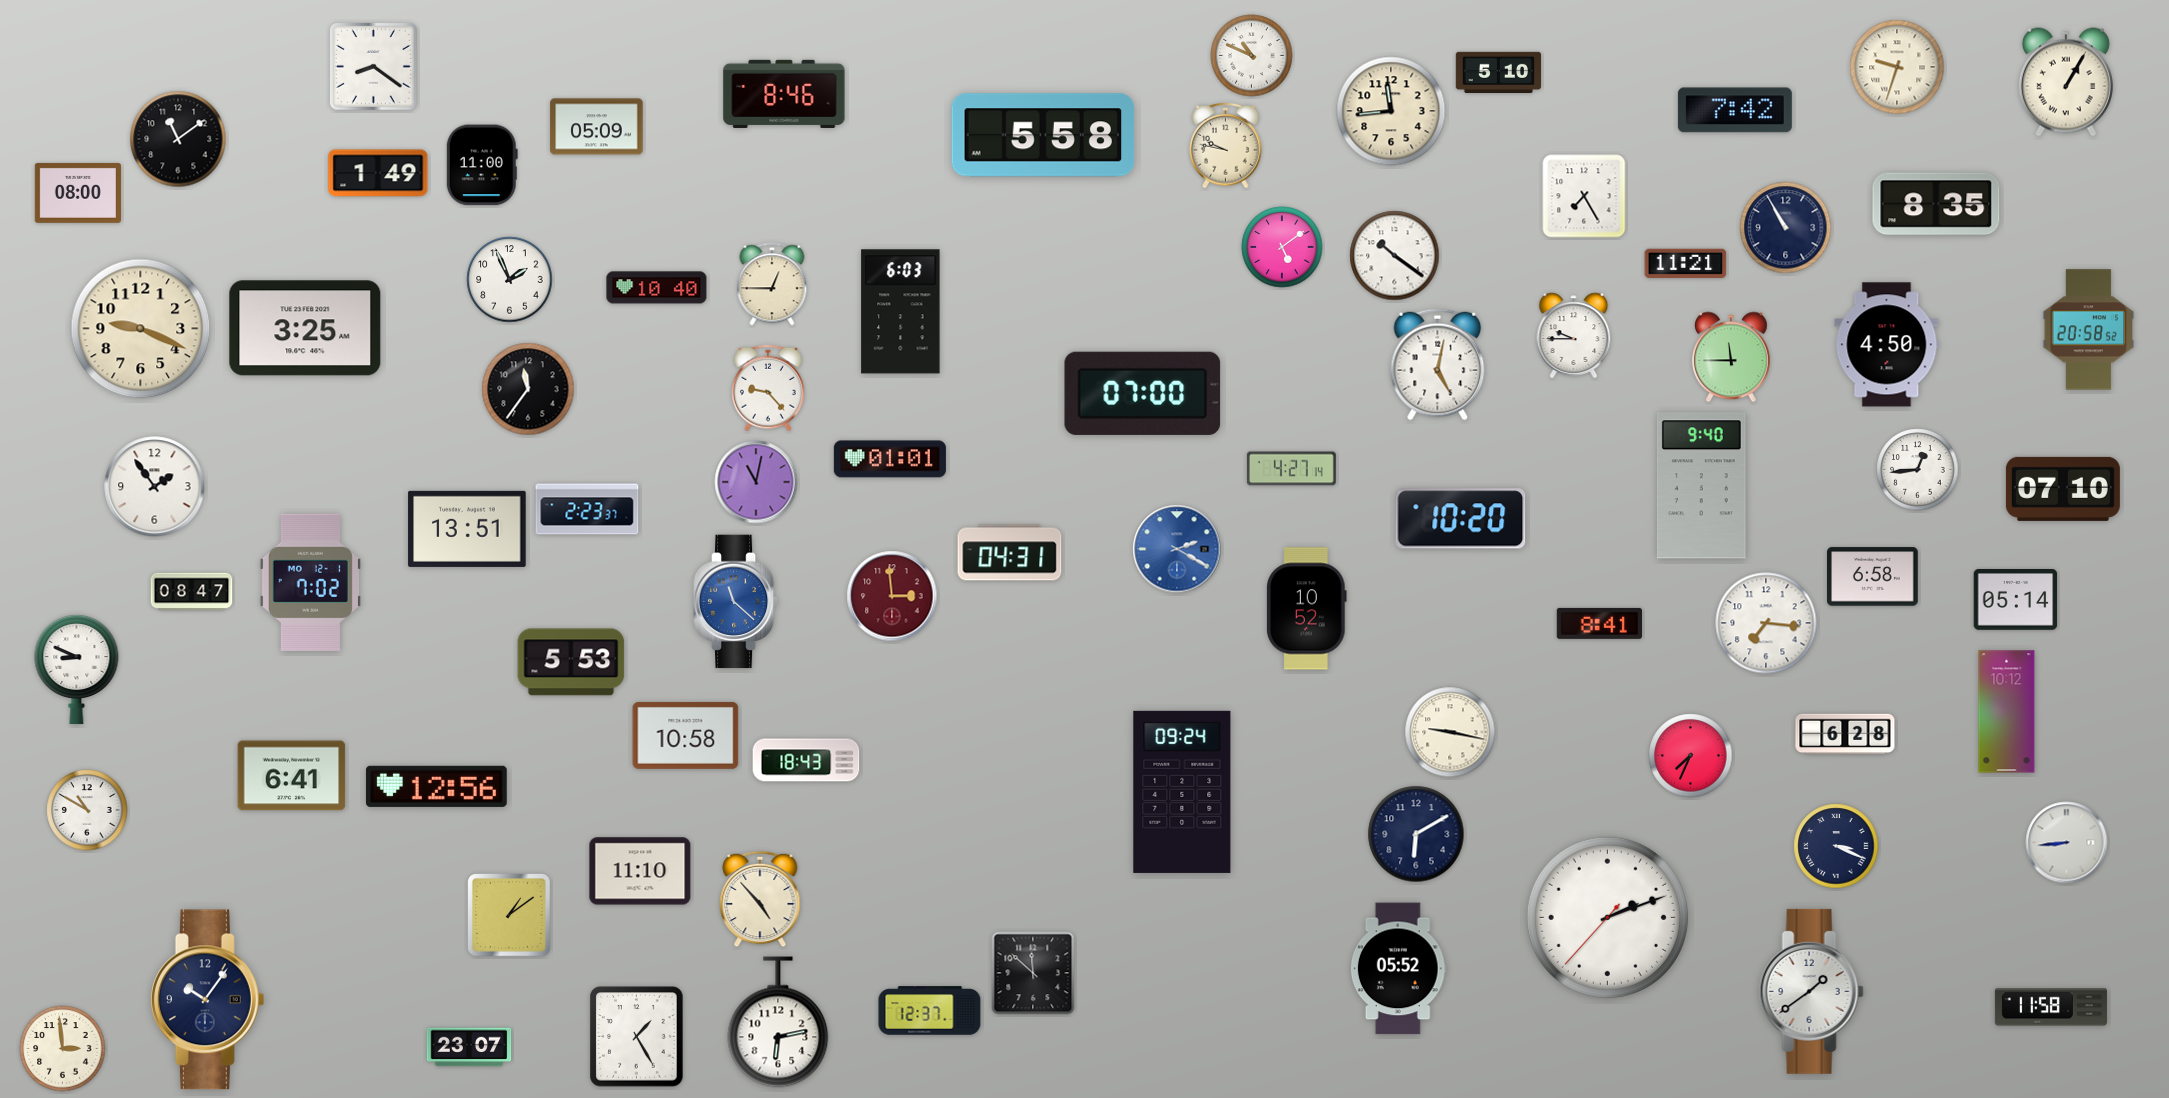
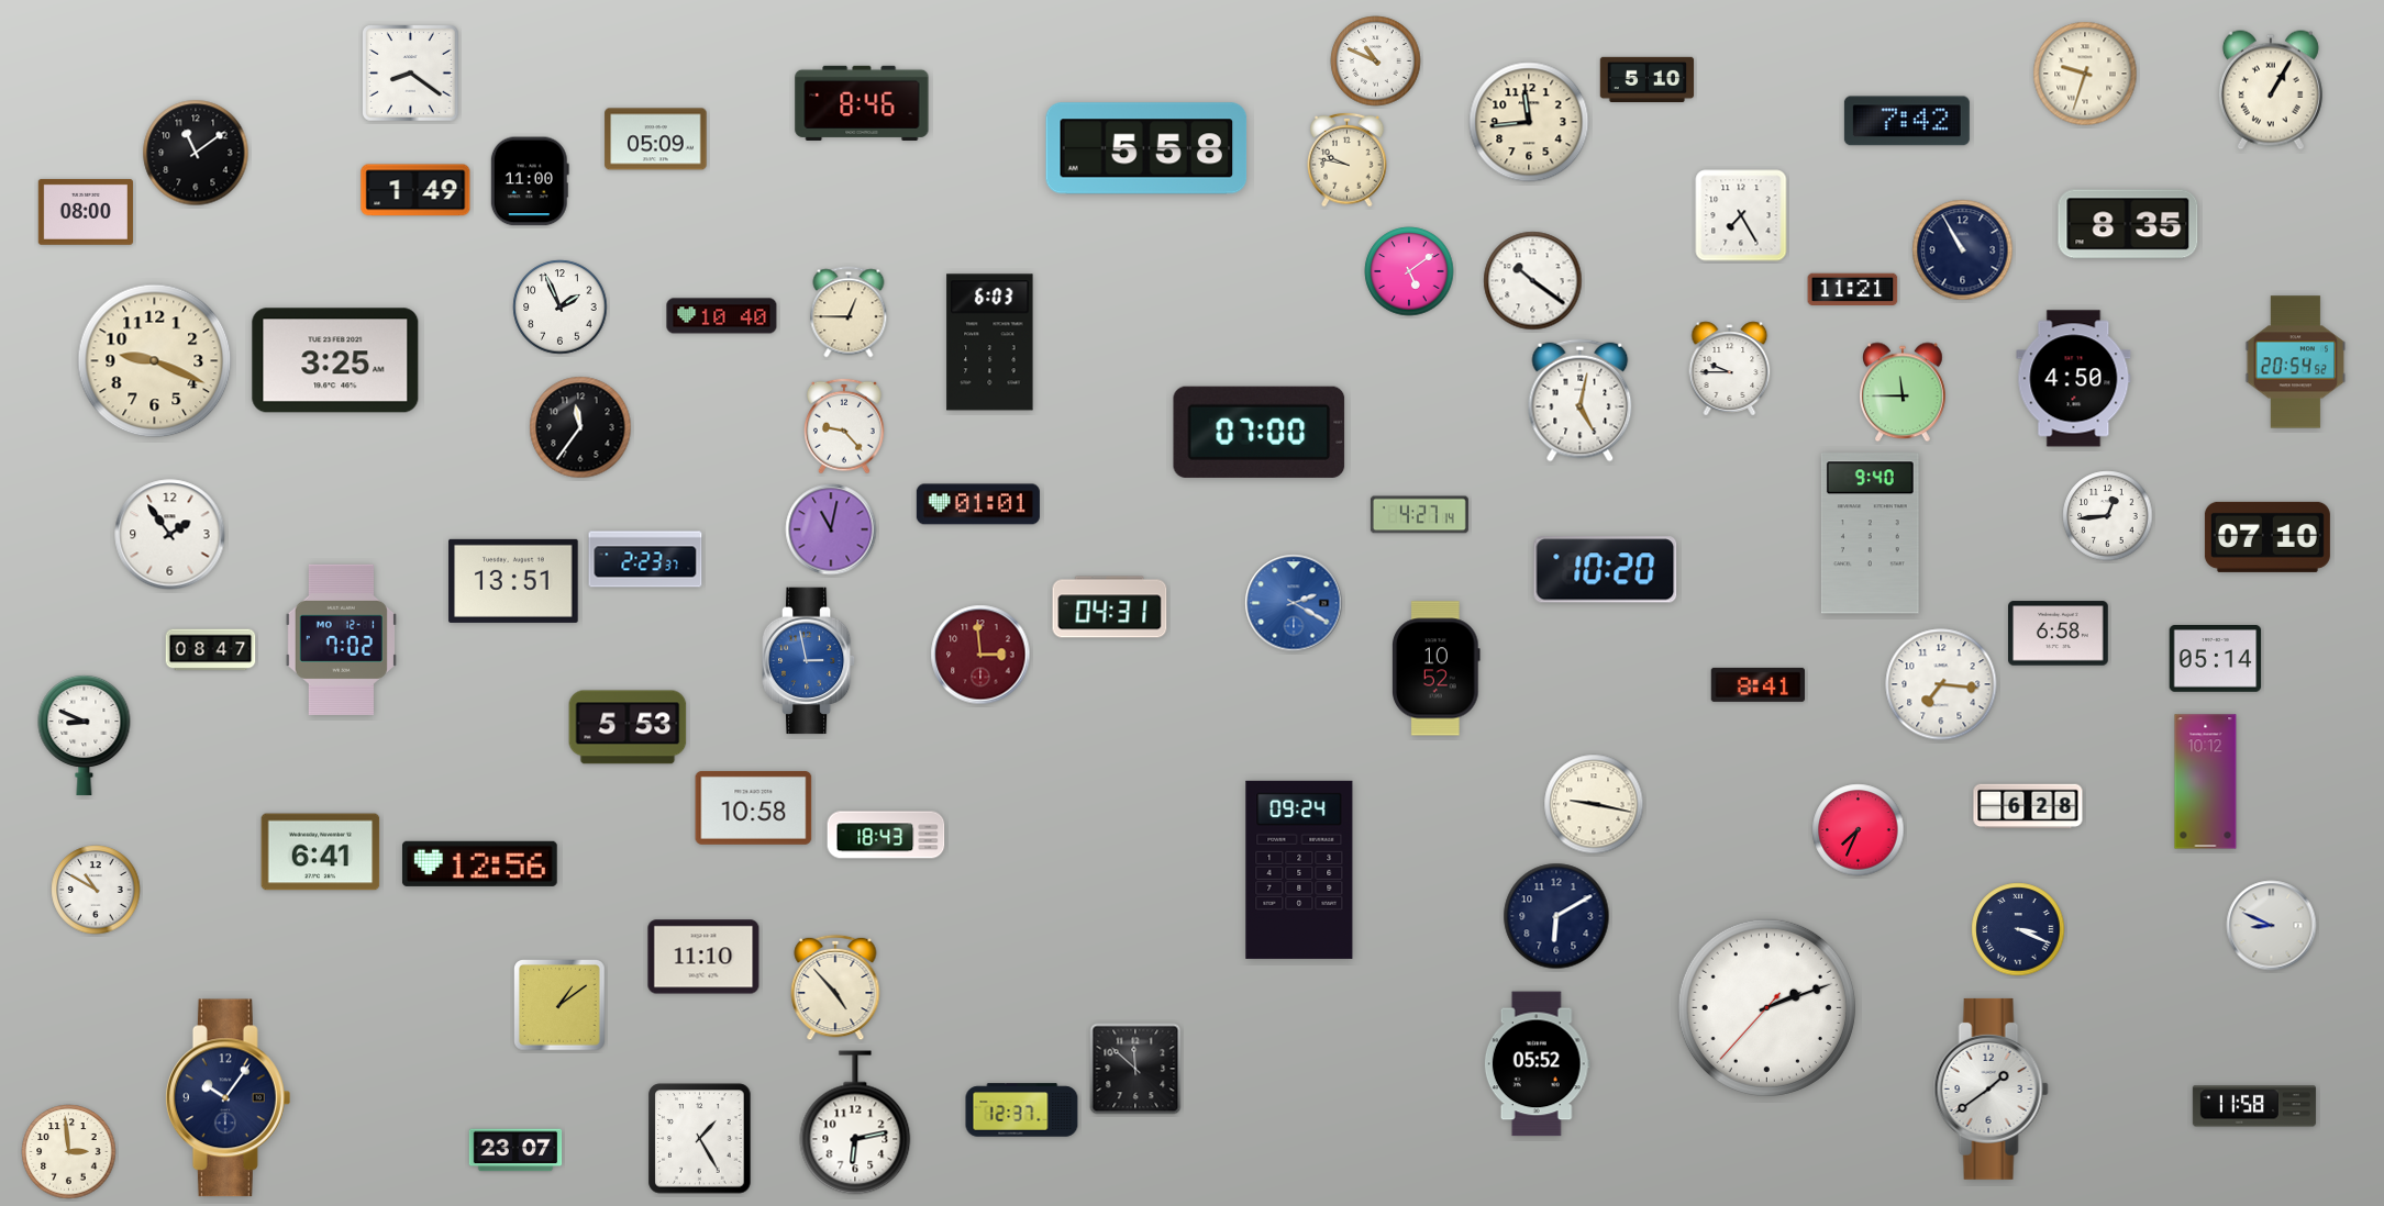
clock at (2089, 330): 20:58 -> 20:54
clock at (1143, 393) position: (1143, 393) -> (1260, 432)
clock at (736, 602): 11:22 -> 2:58
clock at (2067, 843): 8:44 -> 8:49
